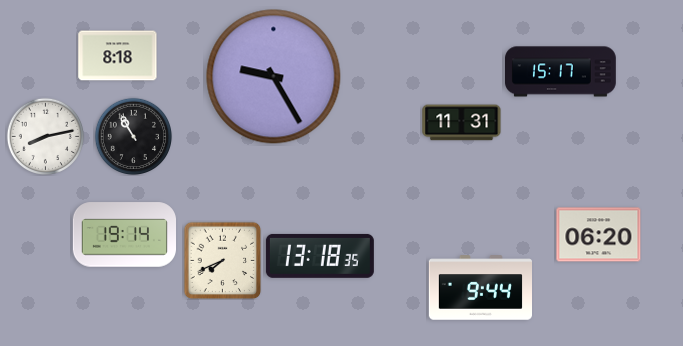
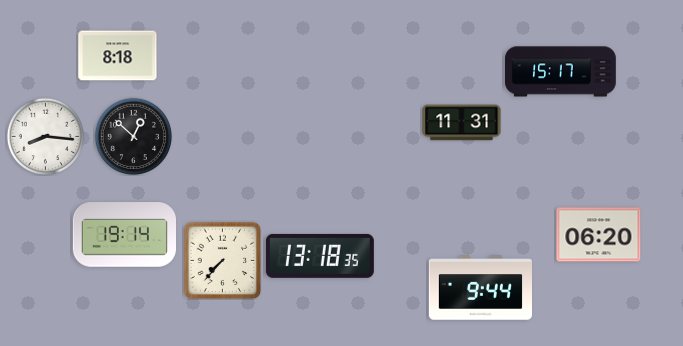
clock at (274, 77): 9:25 -> none
clock at (45, 136): 8:13 -> 8:16
clock at (133, 136): 10:55 -> 12:52
clock at (222, 260): 7:41 -> 7:37
